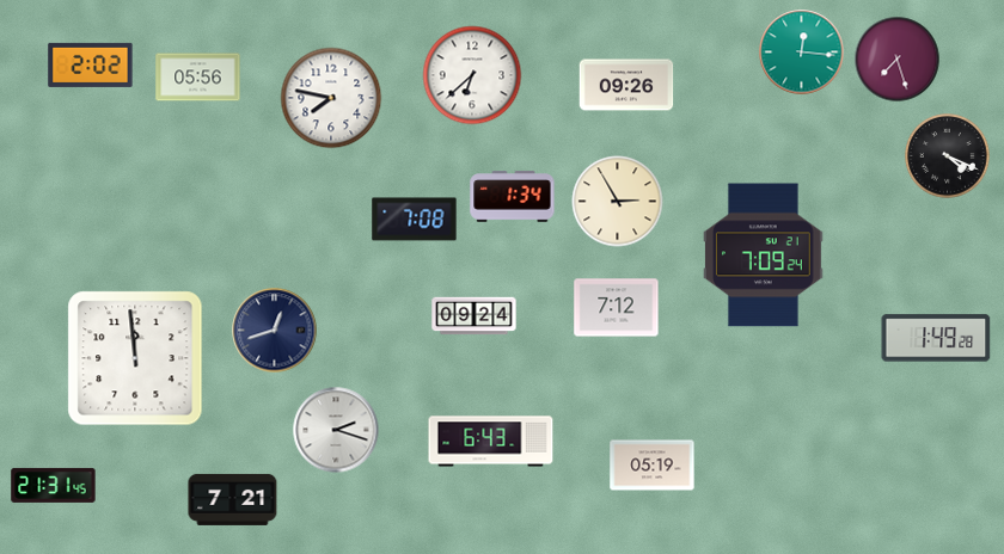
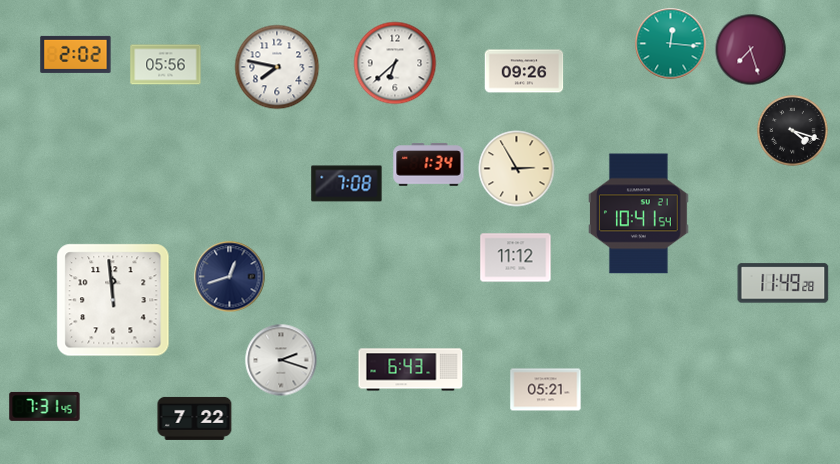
clock at (331, 98) position: (331, 98) -> (277, 67)
clock at (948, 156): 4:19 -> 4:18
clock at (764, 256): 7:09 -> 10:41
clock at (617, 308): 7:12 -> 11:12
clock at (475, 316): 09:24 -> none
clock at (936, 338): 1:49 -> 11:49
clock at (653, 466): 05:19 -> 05:21
clock at (54, 485): 21:31 -> 7:31
clock at (233, 499): 7:21 -> 7:22
